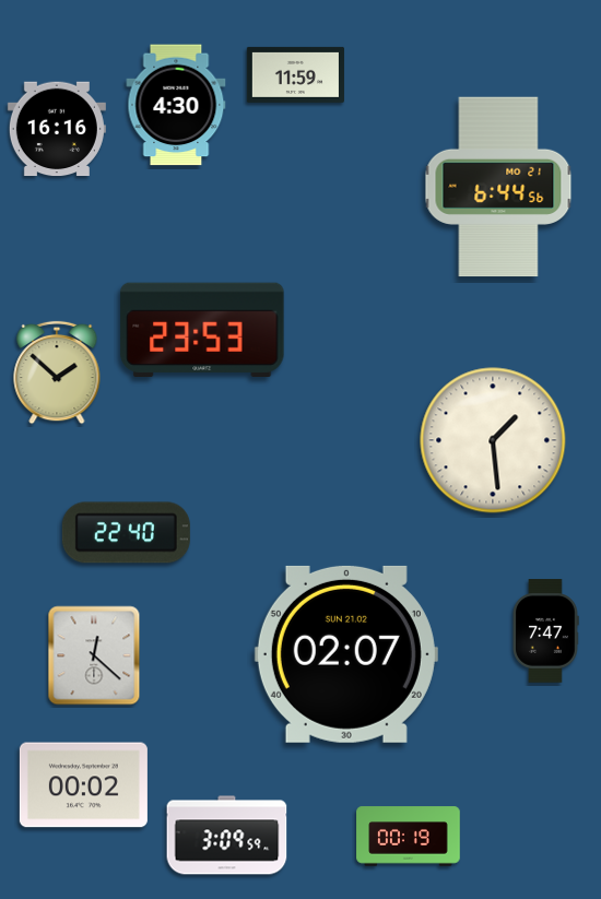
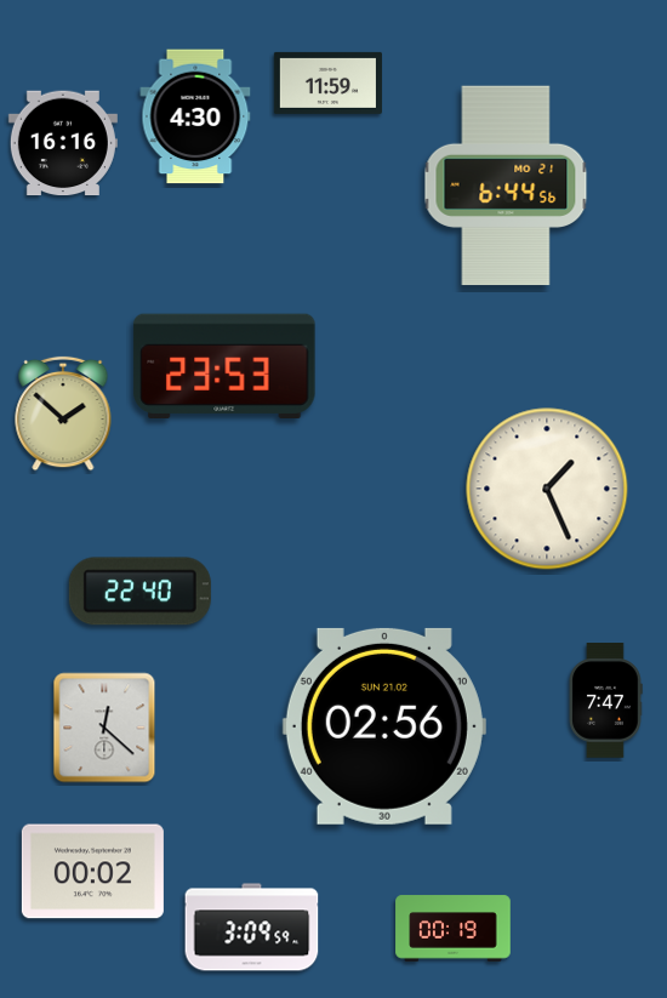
clock at (498, 187) position: (498, 187) -> (506, 186)
clock at (493, 440): 1:29 -> 1:26
clock at (346, 654): 02:07 -> 02:56
